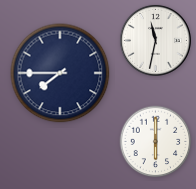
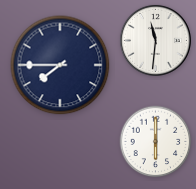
clock at (155, 40): 11:32 -> 11:31
clock at (60, 73) position: (60, 73) -> (60, 65)
